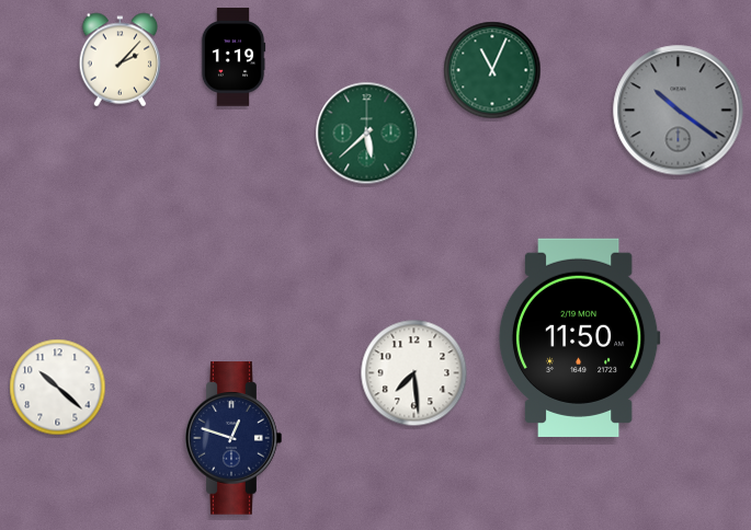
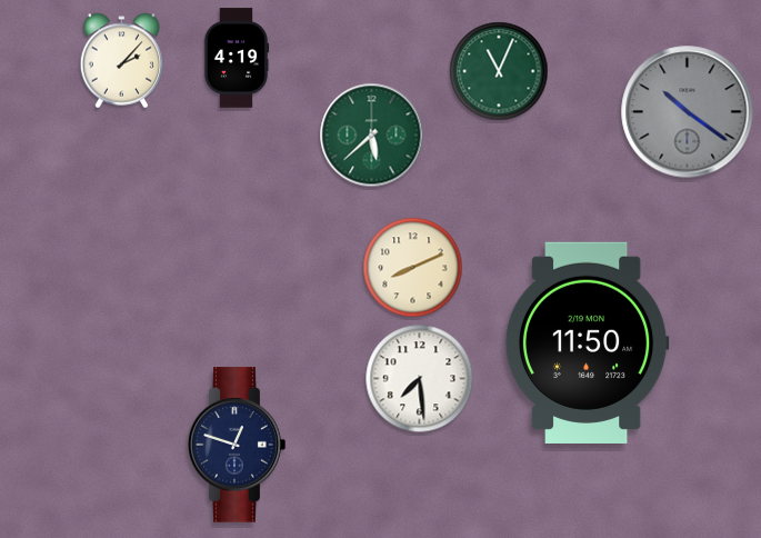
clock at (234, 57): 1:19 -> 4:19
clock at (413, 268): none -> 8:11
clock at (58, 388): 10:22 -> none
